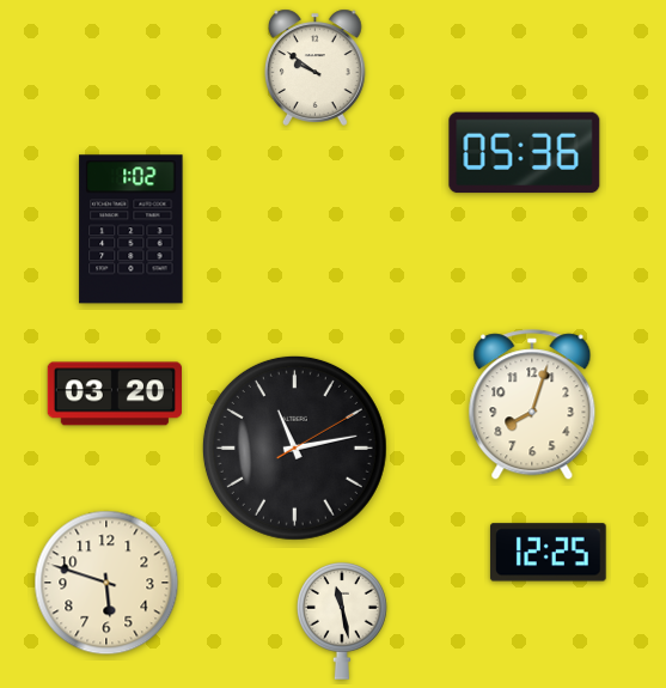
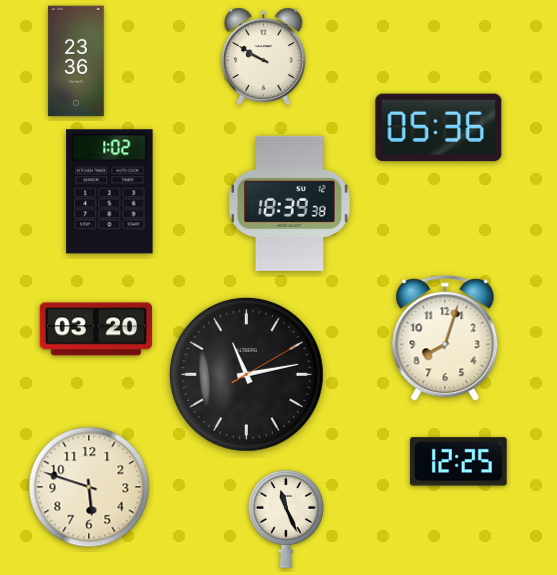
clock at (316, 67): 9:51 -> 9:50
clock at (76, 61): none -> 23:36
clock at (290, 203): none -> 18:39
clock at (343, 622): 11:28 -> 11:26
